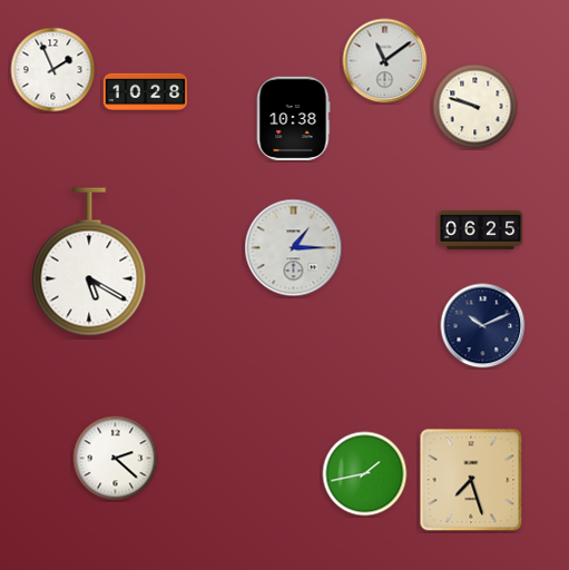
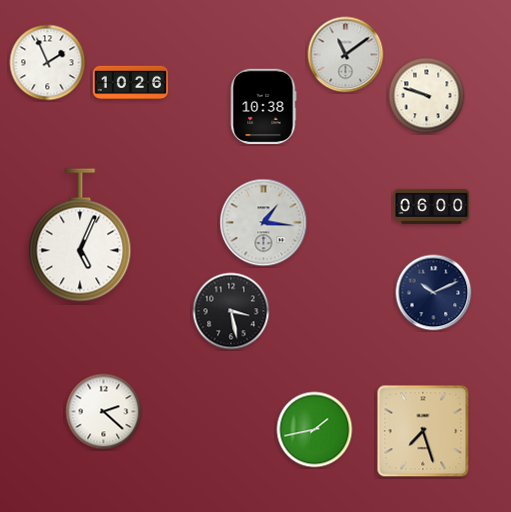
clock at (146, 92): 10:28 -> 10:26
clock at (481, 229): 06:25 -> 06:00
clock at (294, 248): 1:15 -> 1:16
clock at (89, 262): 5:20 -> 5:04
clock at (231, 311): none -> 3:28
clock at (365, 474) position: (365, 474) -> (315, 430)
